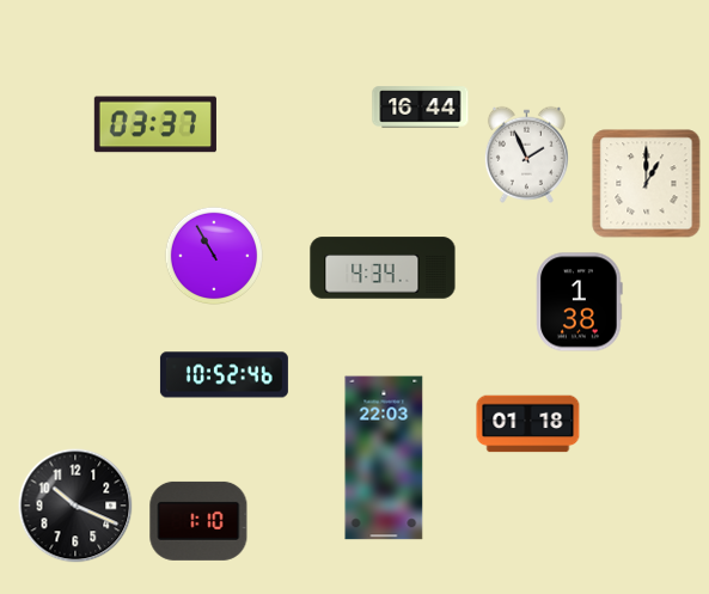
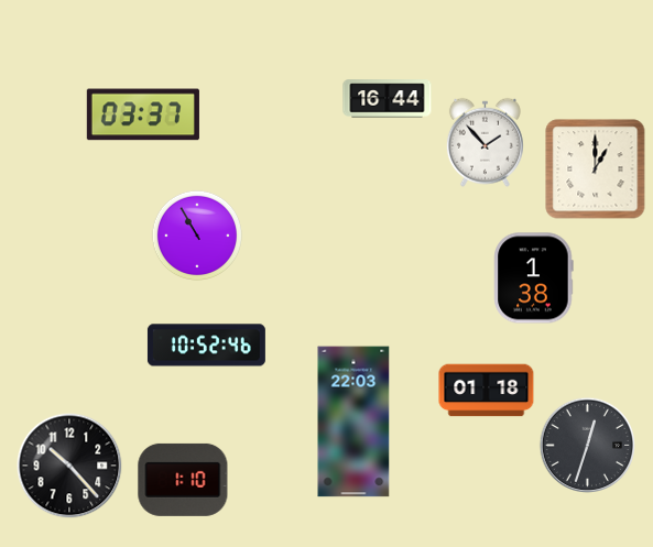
clock at (526, 154): 1:56 -> 1:53
clock at (383, 268): 4:34 -> none
clock at (587, 445): none -> 12:33
clock at (75, 506): 10:19 -> 10:23
